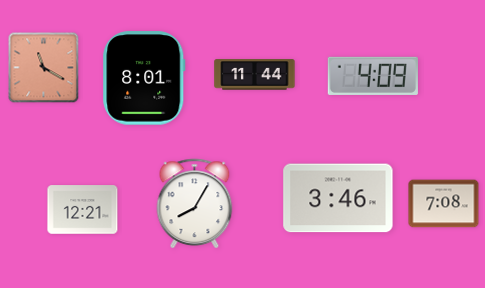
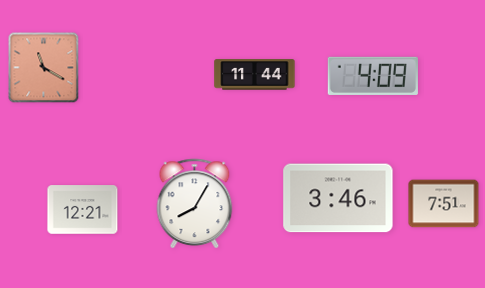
clock at (144, 78): 8:01 -> none
clock at (444, 204): 7:08 -> 7:51
